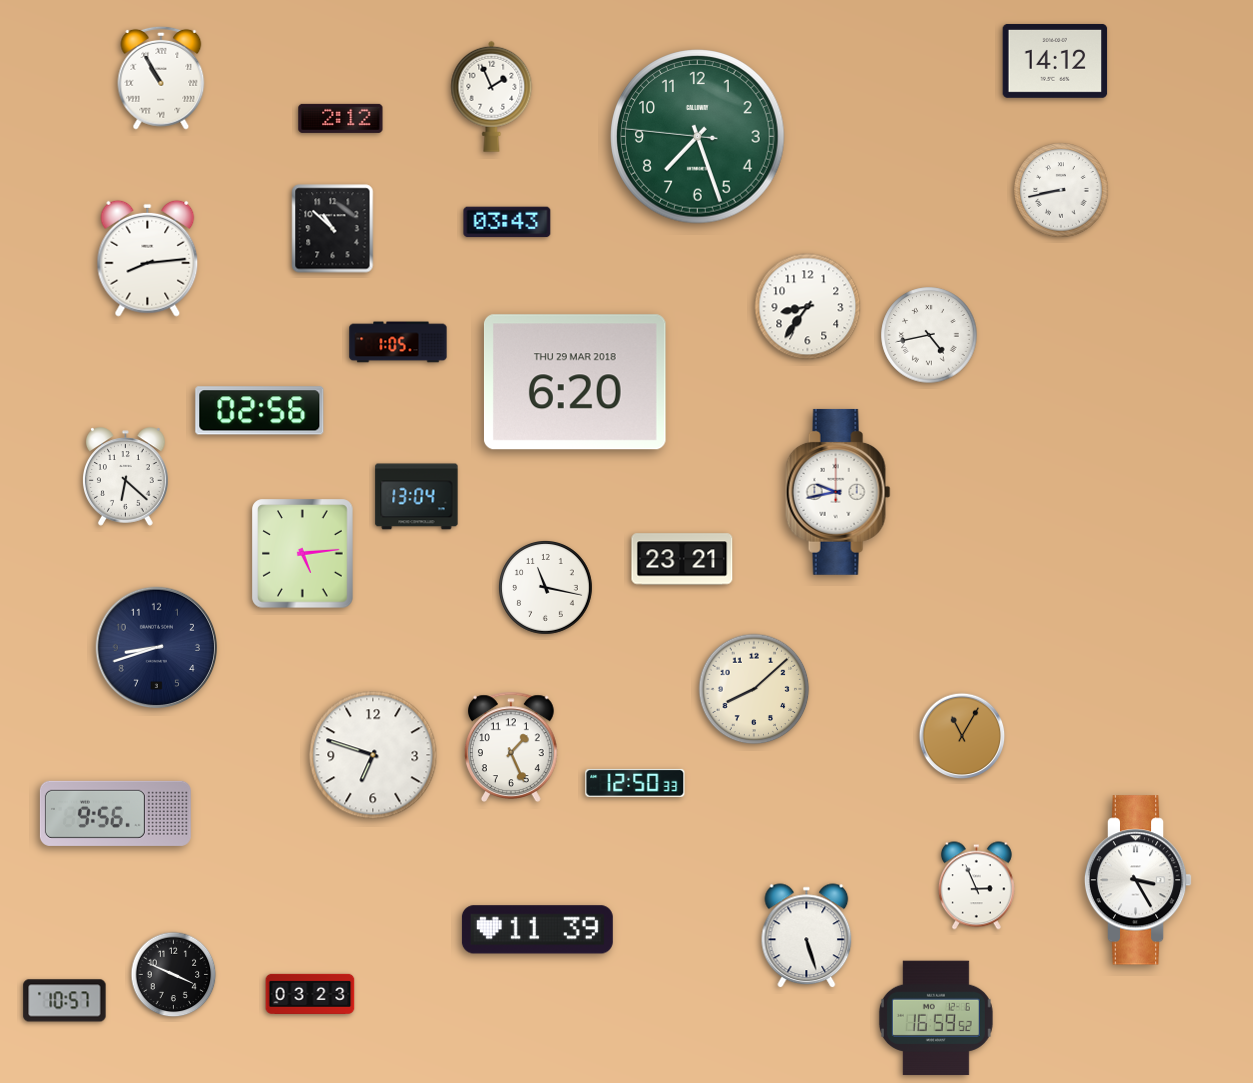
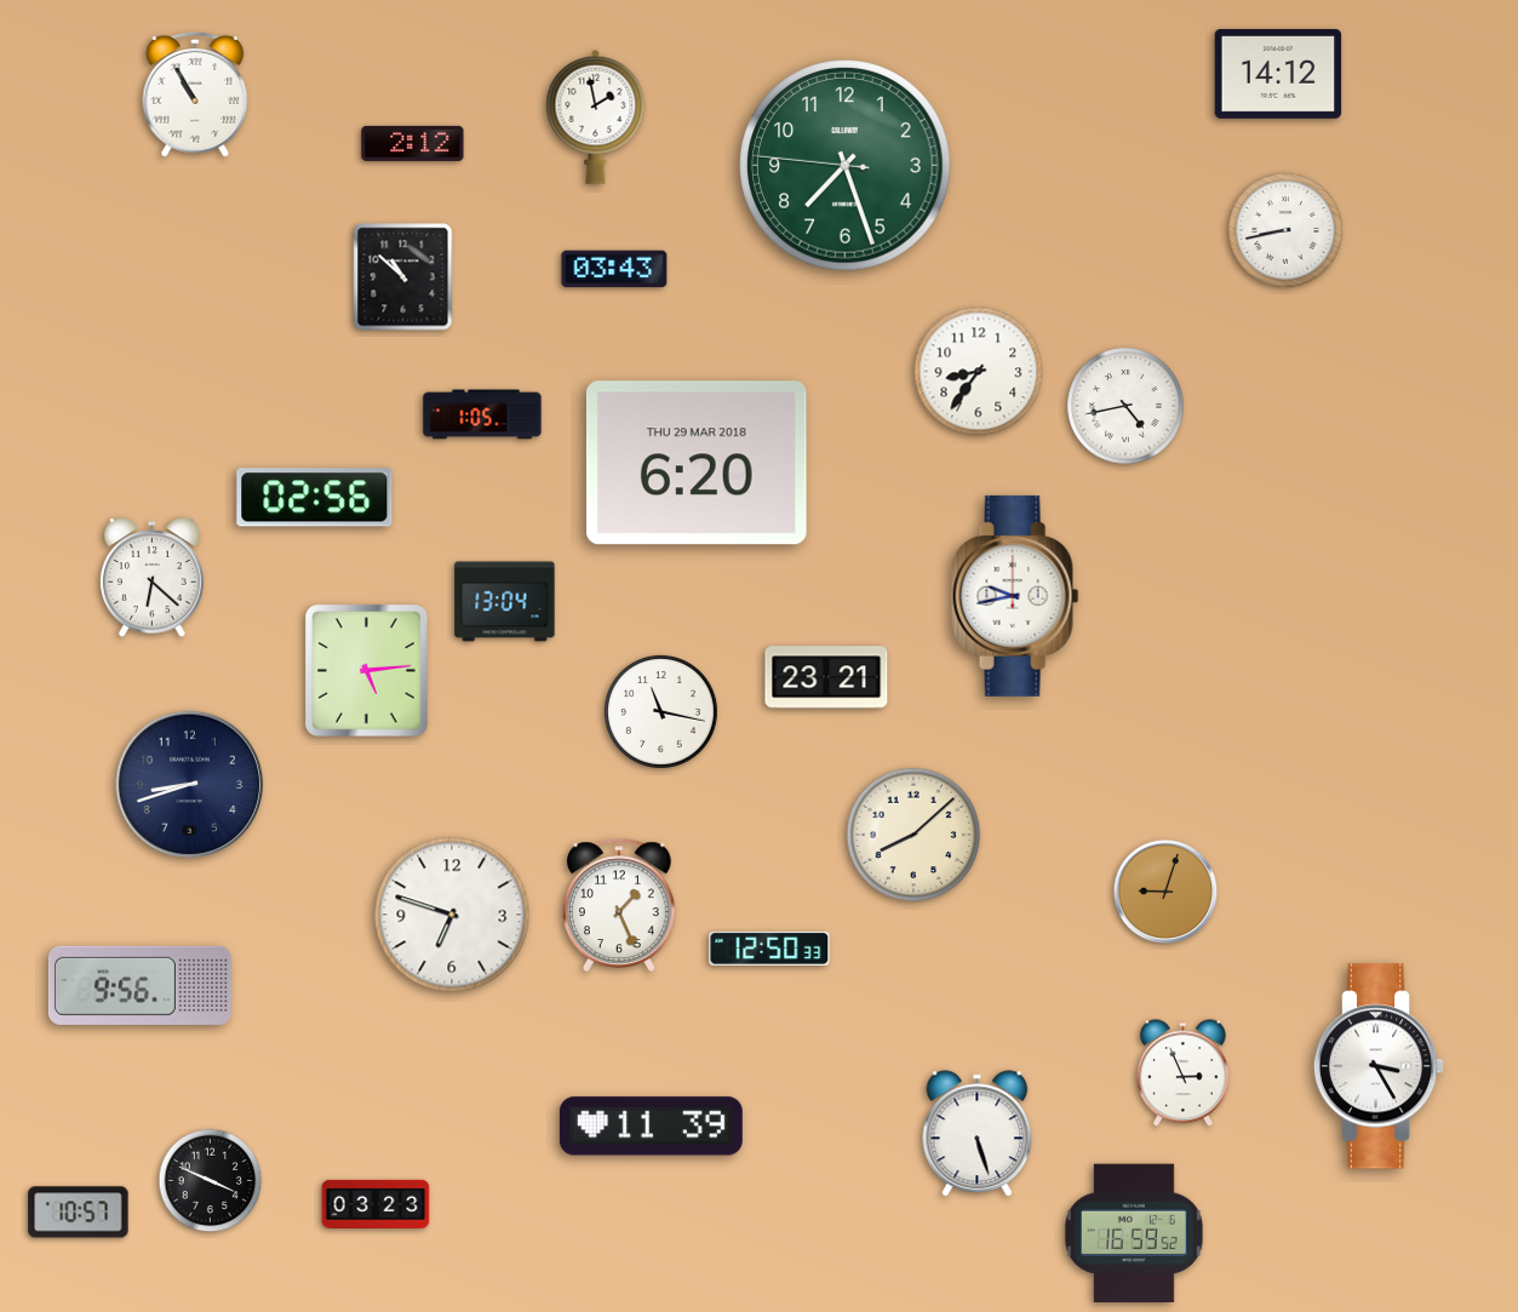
clock at (492, 96): 1:56 -> 1:58
clock at (148, 258): 8:14 -> none
clock at (962, 736): 11:05 -> 9:03
